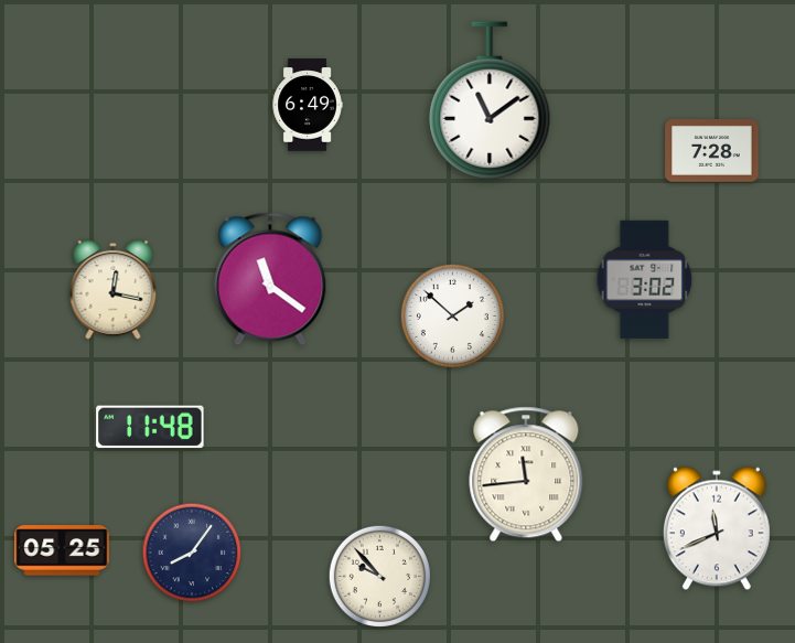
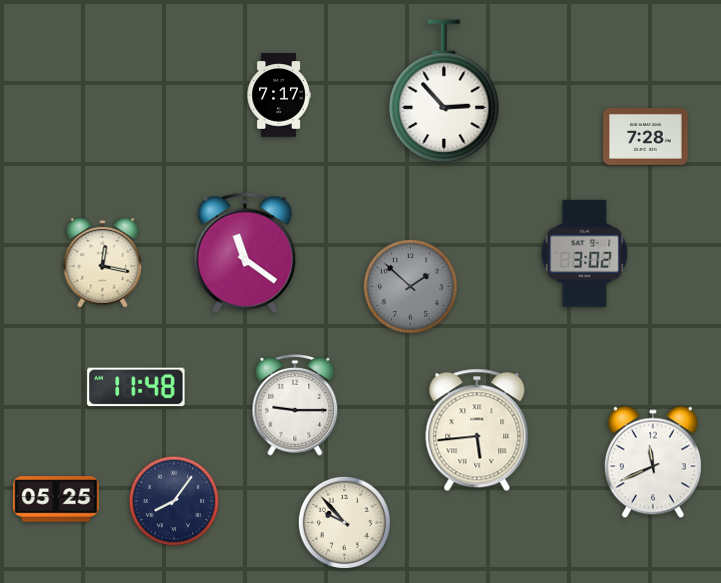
clock at (490, 100): 11:09 -> 2:53
clock at (308, 105): 6:49 -> 7:17
clock at (452, 315) dial: white -> grey
clock at (295, 406): none -> 9:15
clock at (526, 474): 11:44 -> 5:44
clock at (717, 528) position: (717, 528) -> (653, 462)
